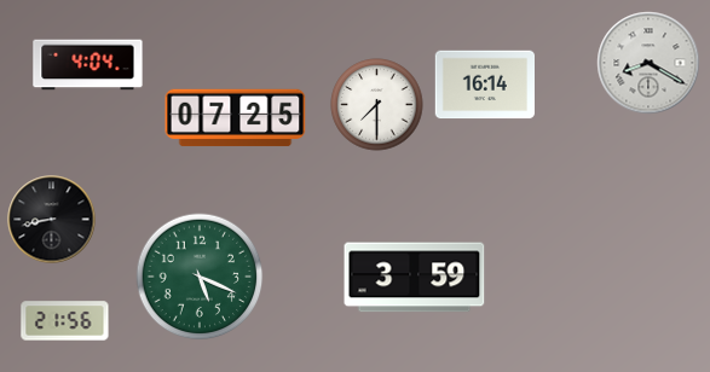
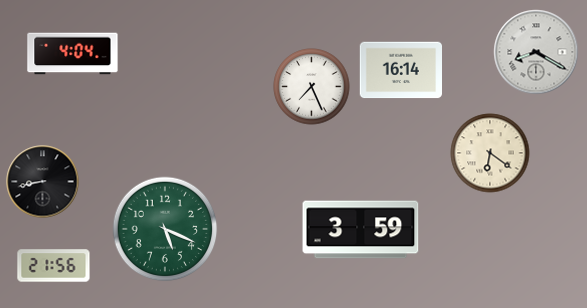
clock at (377, 105): 7:30 -> 7:26
clock at (236, 118): 07:25 -> none
clock at (490, 153): none -> 6:21
clock at (415, 278) position: (415, 278) -> (361, 230)
